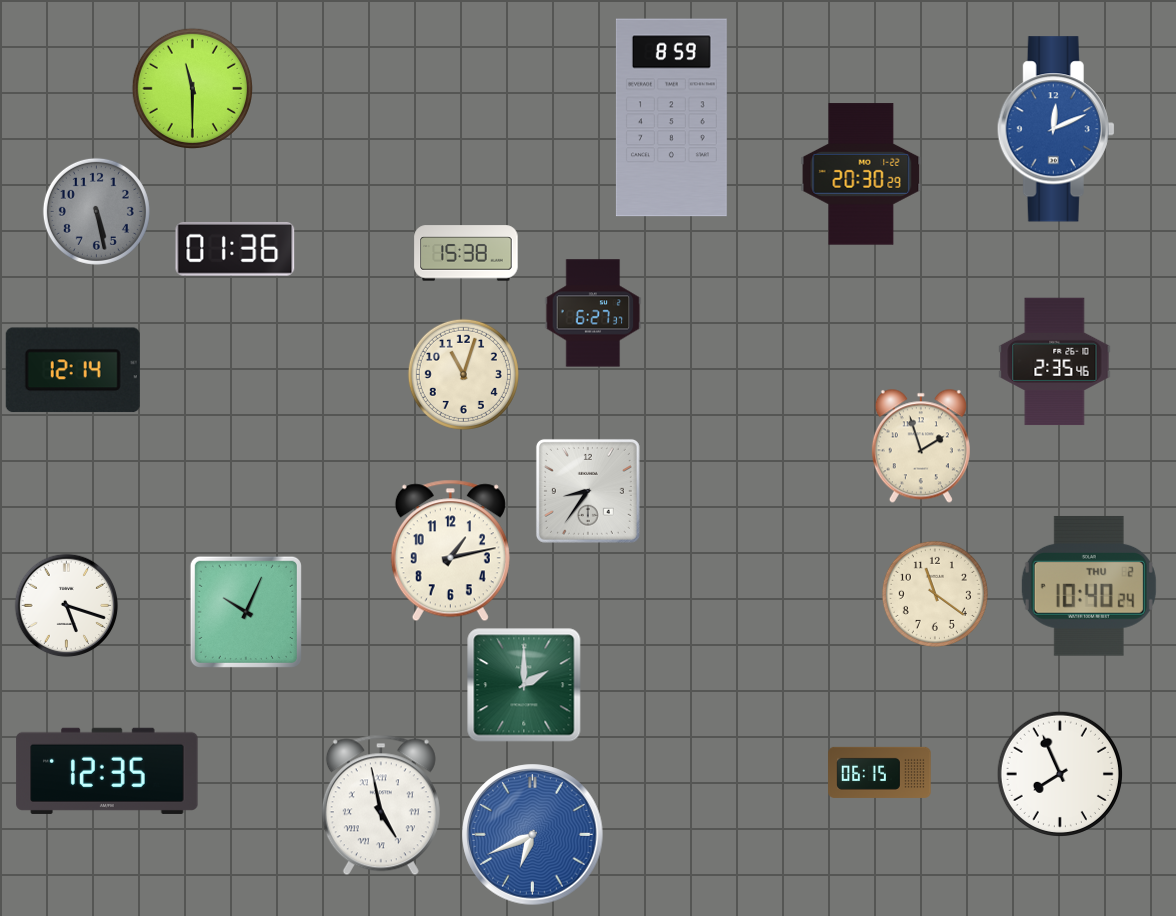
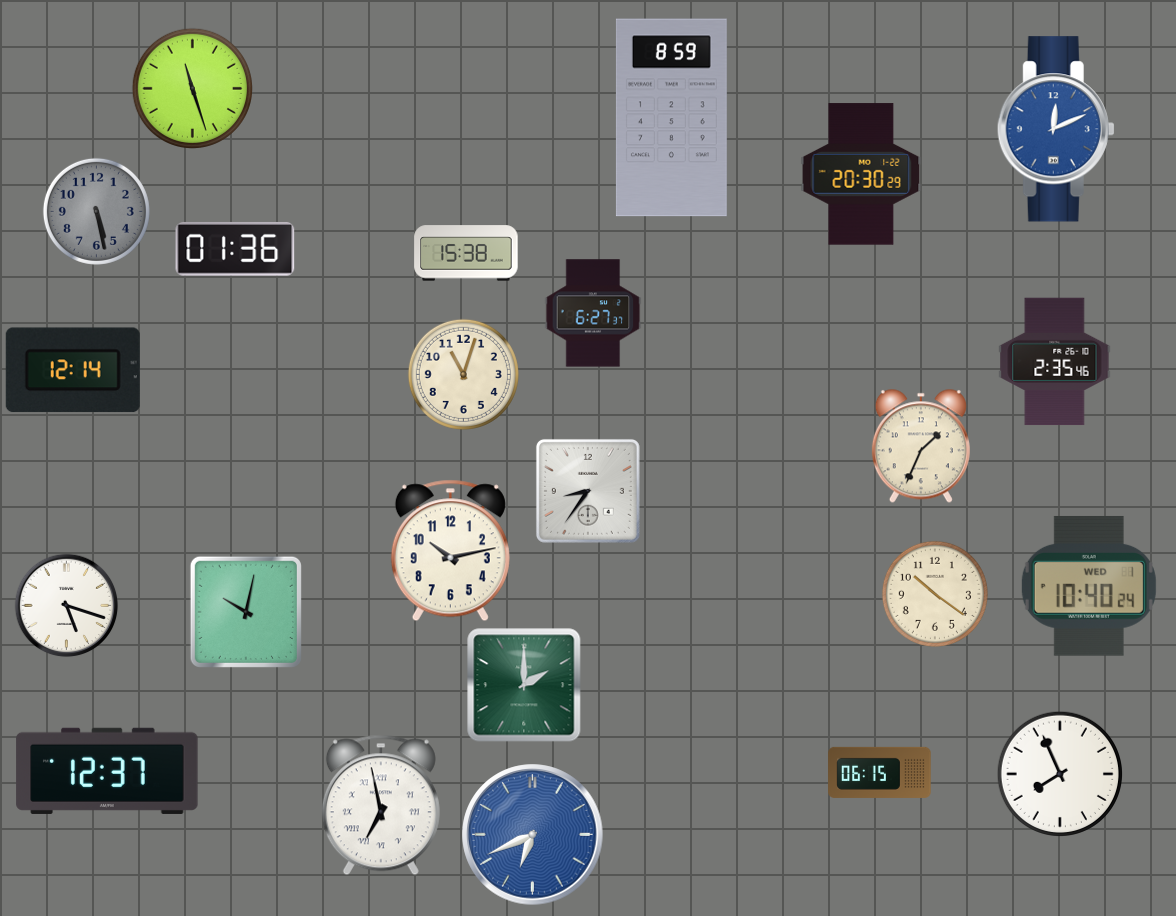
clock at (192, 88): 11:30 -> 11:27
clock at (921, 446): 1:57 -> 1:34
clock at (450, 551): 1:13 -> 10:13
clock at (1089, 586) date: THU 2 -> WED 1
clock at (935, 594): 11:21 -> 10:21
clock at (246, 612): 10:04 -> 10:02
clock at (107, 771): 12:35 -> 12:37
clock at (381, 805): 4:58 -> 6:58
